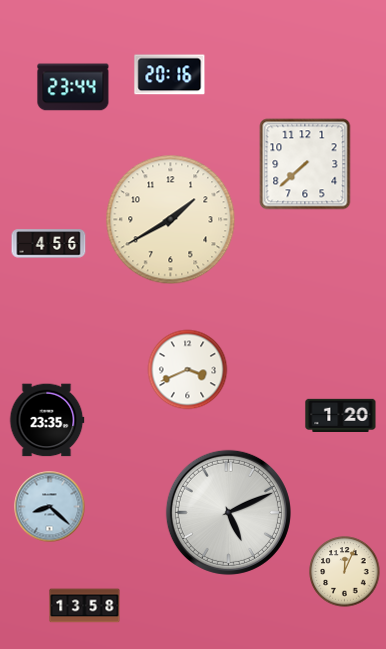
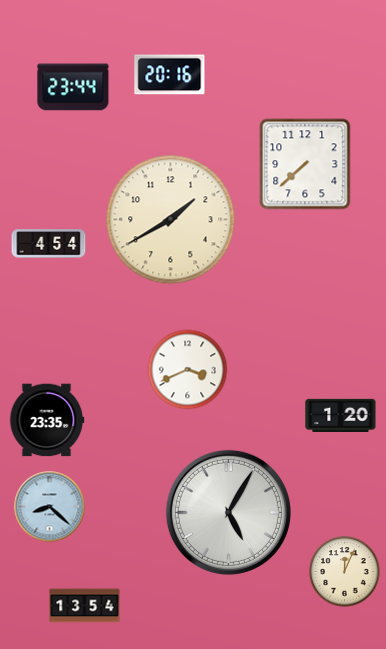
clock at (49, 244): 4:56 -> 4:54
clock at (228, 512): 5:11 -> 5:05
clock at (85, 606): 13:58 -> 13:54
